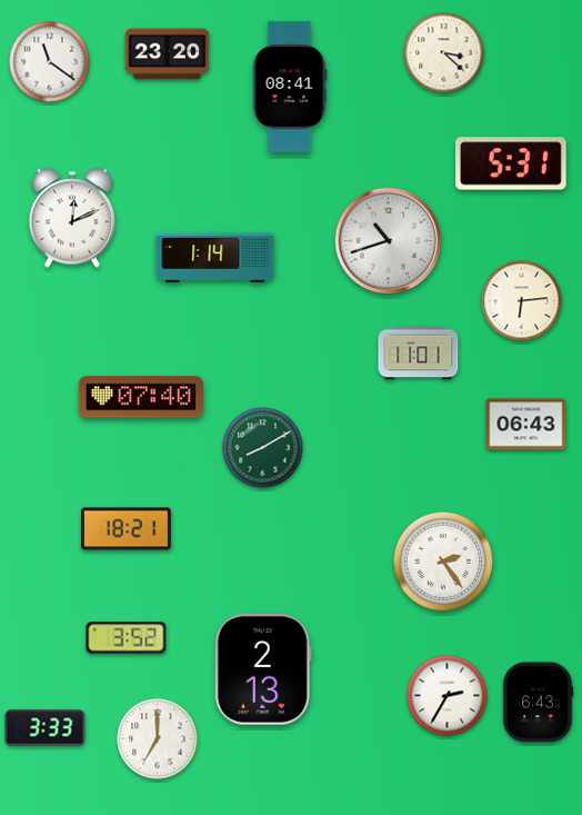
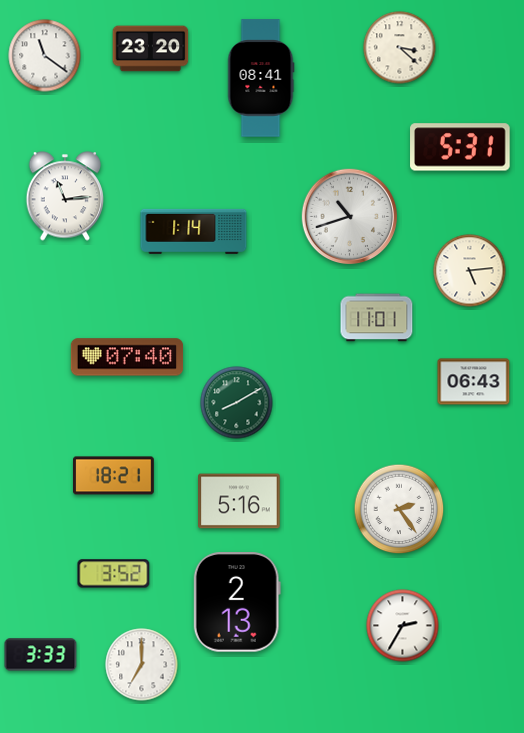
clock at (72, 218): 12:11 -> 11:14
clock at (522, 301): 6:14 -> 5:14
clock at (239, 501): none -> 5:16
clock at (443, 561) position: (443, 561) -> (399, 509)
clock at (538, 703): 6:43 -> none
